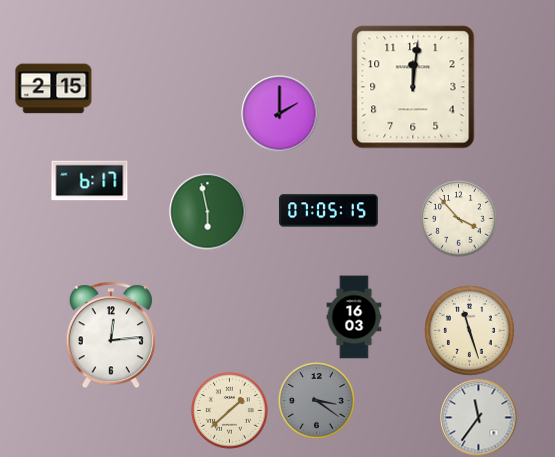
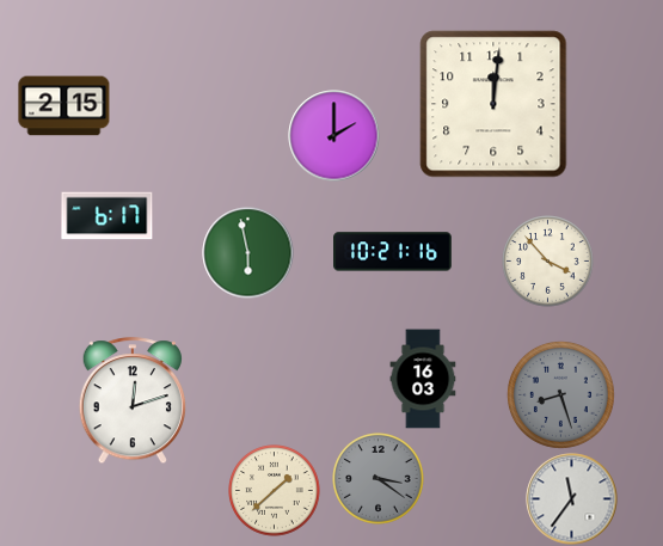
clock at (329, 211): 07:05 -> 10:21
clock at (469, 330): 11:27 -> 8:27
clock at (469, 330) dial: cream -> grey
clock at (110, 336): 12:14 -> 12:12
